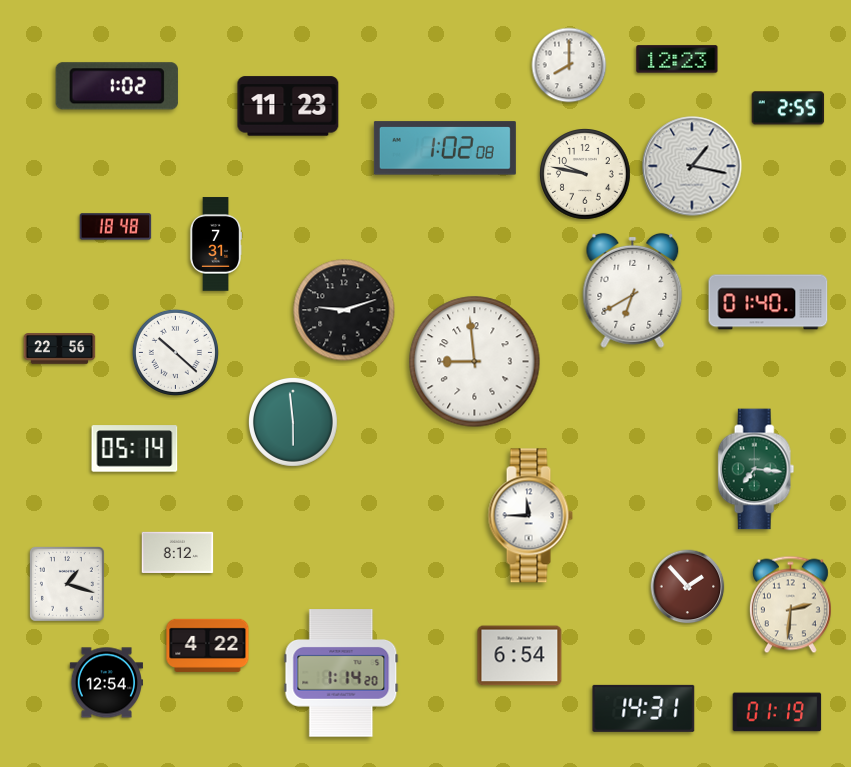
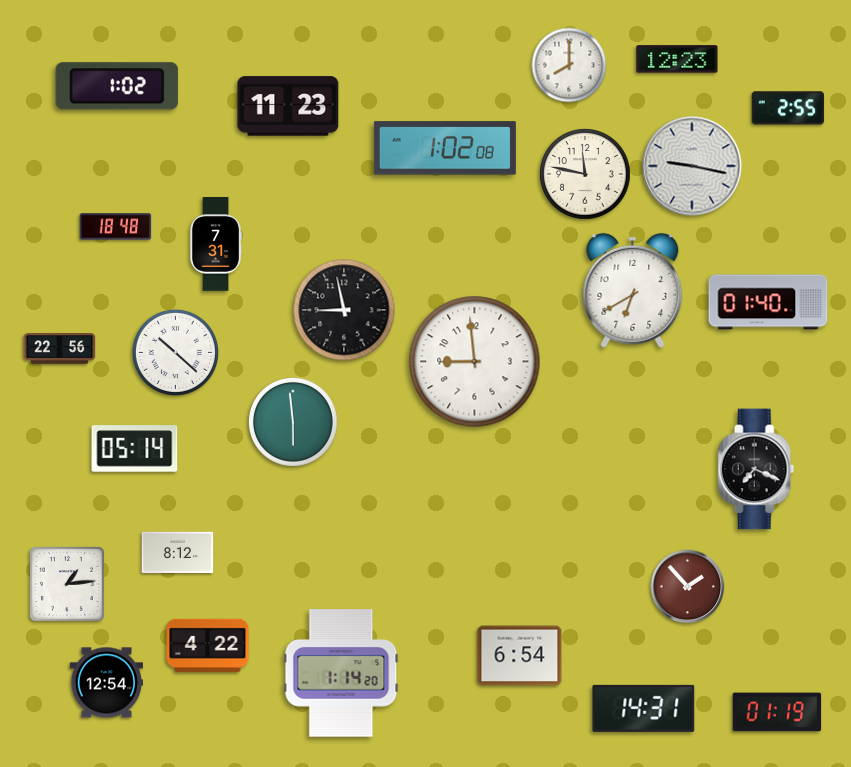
clock at (692, 166): 1:17 -> 9:17
clock at (586, 175): 9:47 -> 11:47
clock at (344, 310): 9:12 -> 8:58
clock at (756, 469): 7:16 -> 7:19
clock at (756, 469) dial: green -> black
clock at (530, 516): 11:45 -> none
clock at (67, 584): 1:18 -> 1:14
clock at (790, 605): 2:31 -> none
